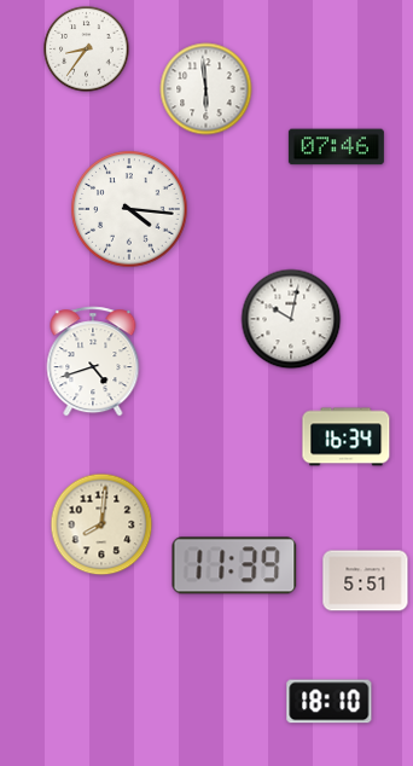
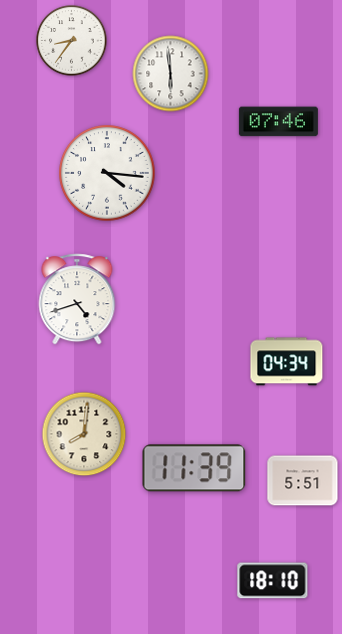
clock at (291, 319): 10:02 -> none
clock at (347, 437): 16:34 -> 04:34
